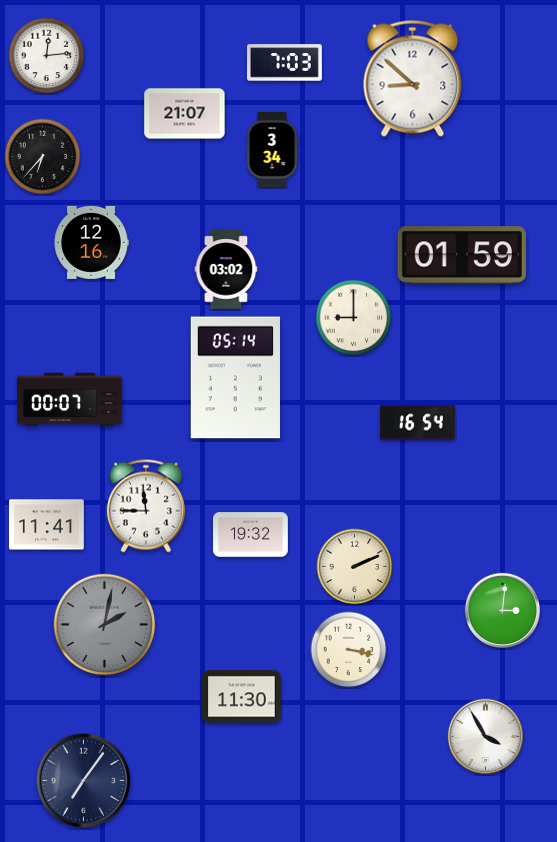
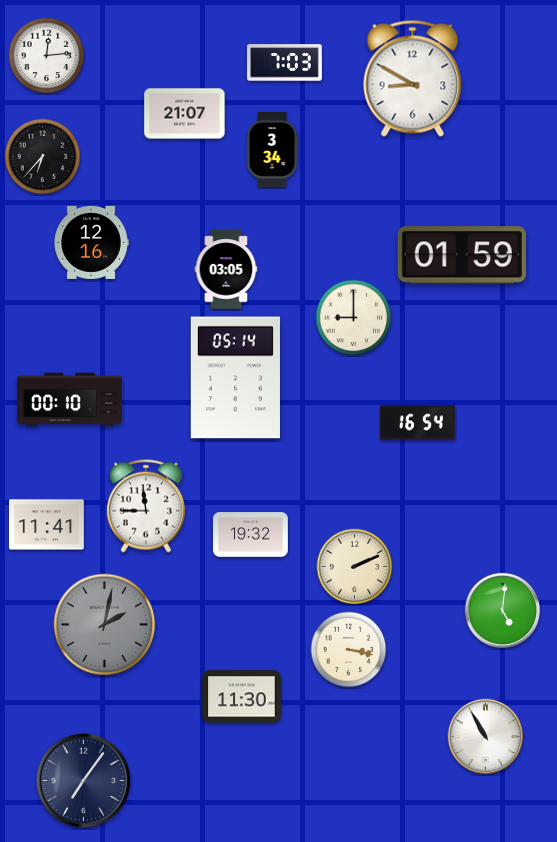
clock at (413, 78): 8:52 -> 8:50
clock at (226, 269): 03:02 -> 03:05
clock at (70, 400): 00:07 -> 00:10
clock at (502, 610): 3:01 -> 5:01
clock at (485, 736): 3:55 -> 10:55
